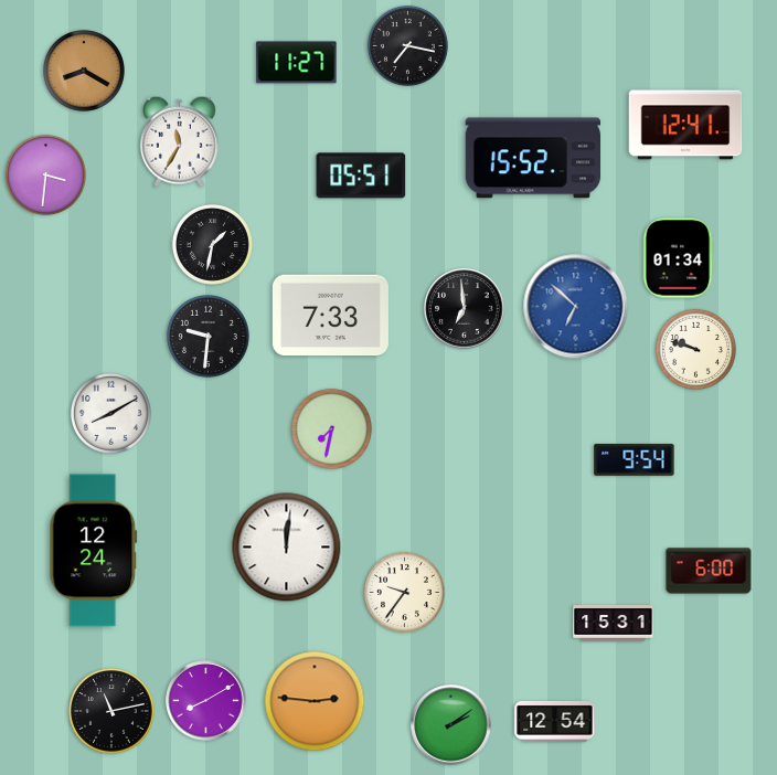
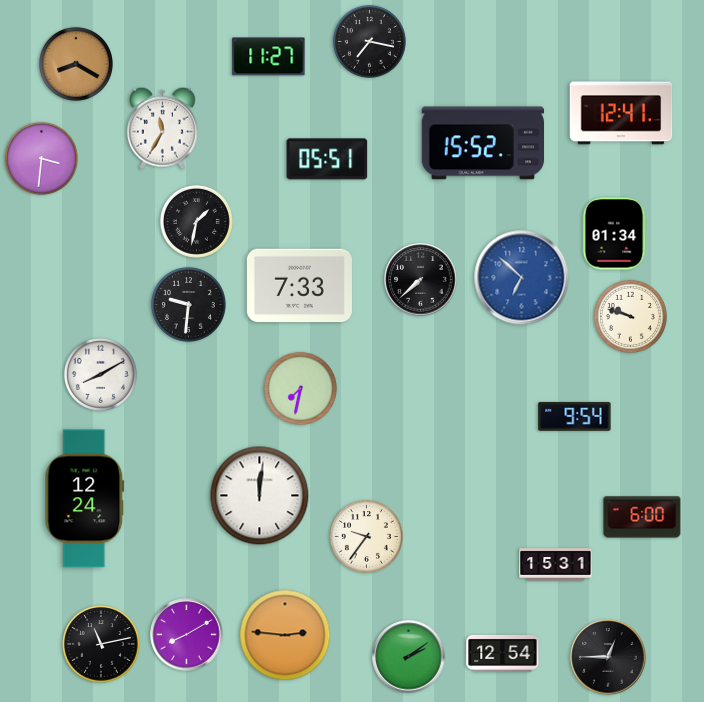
clock at (212, 244) position: (212, 244) -> (196, 221)
clock at (465, 309): 6:59 -> 7:38
clock at (608, 657): none -> 12:45
